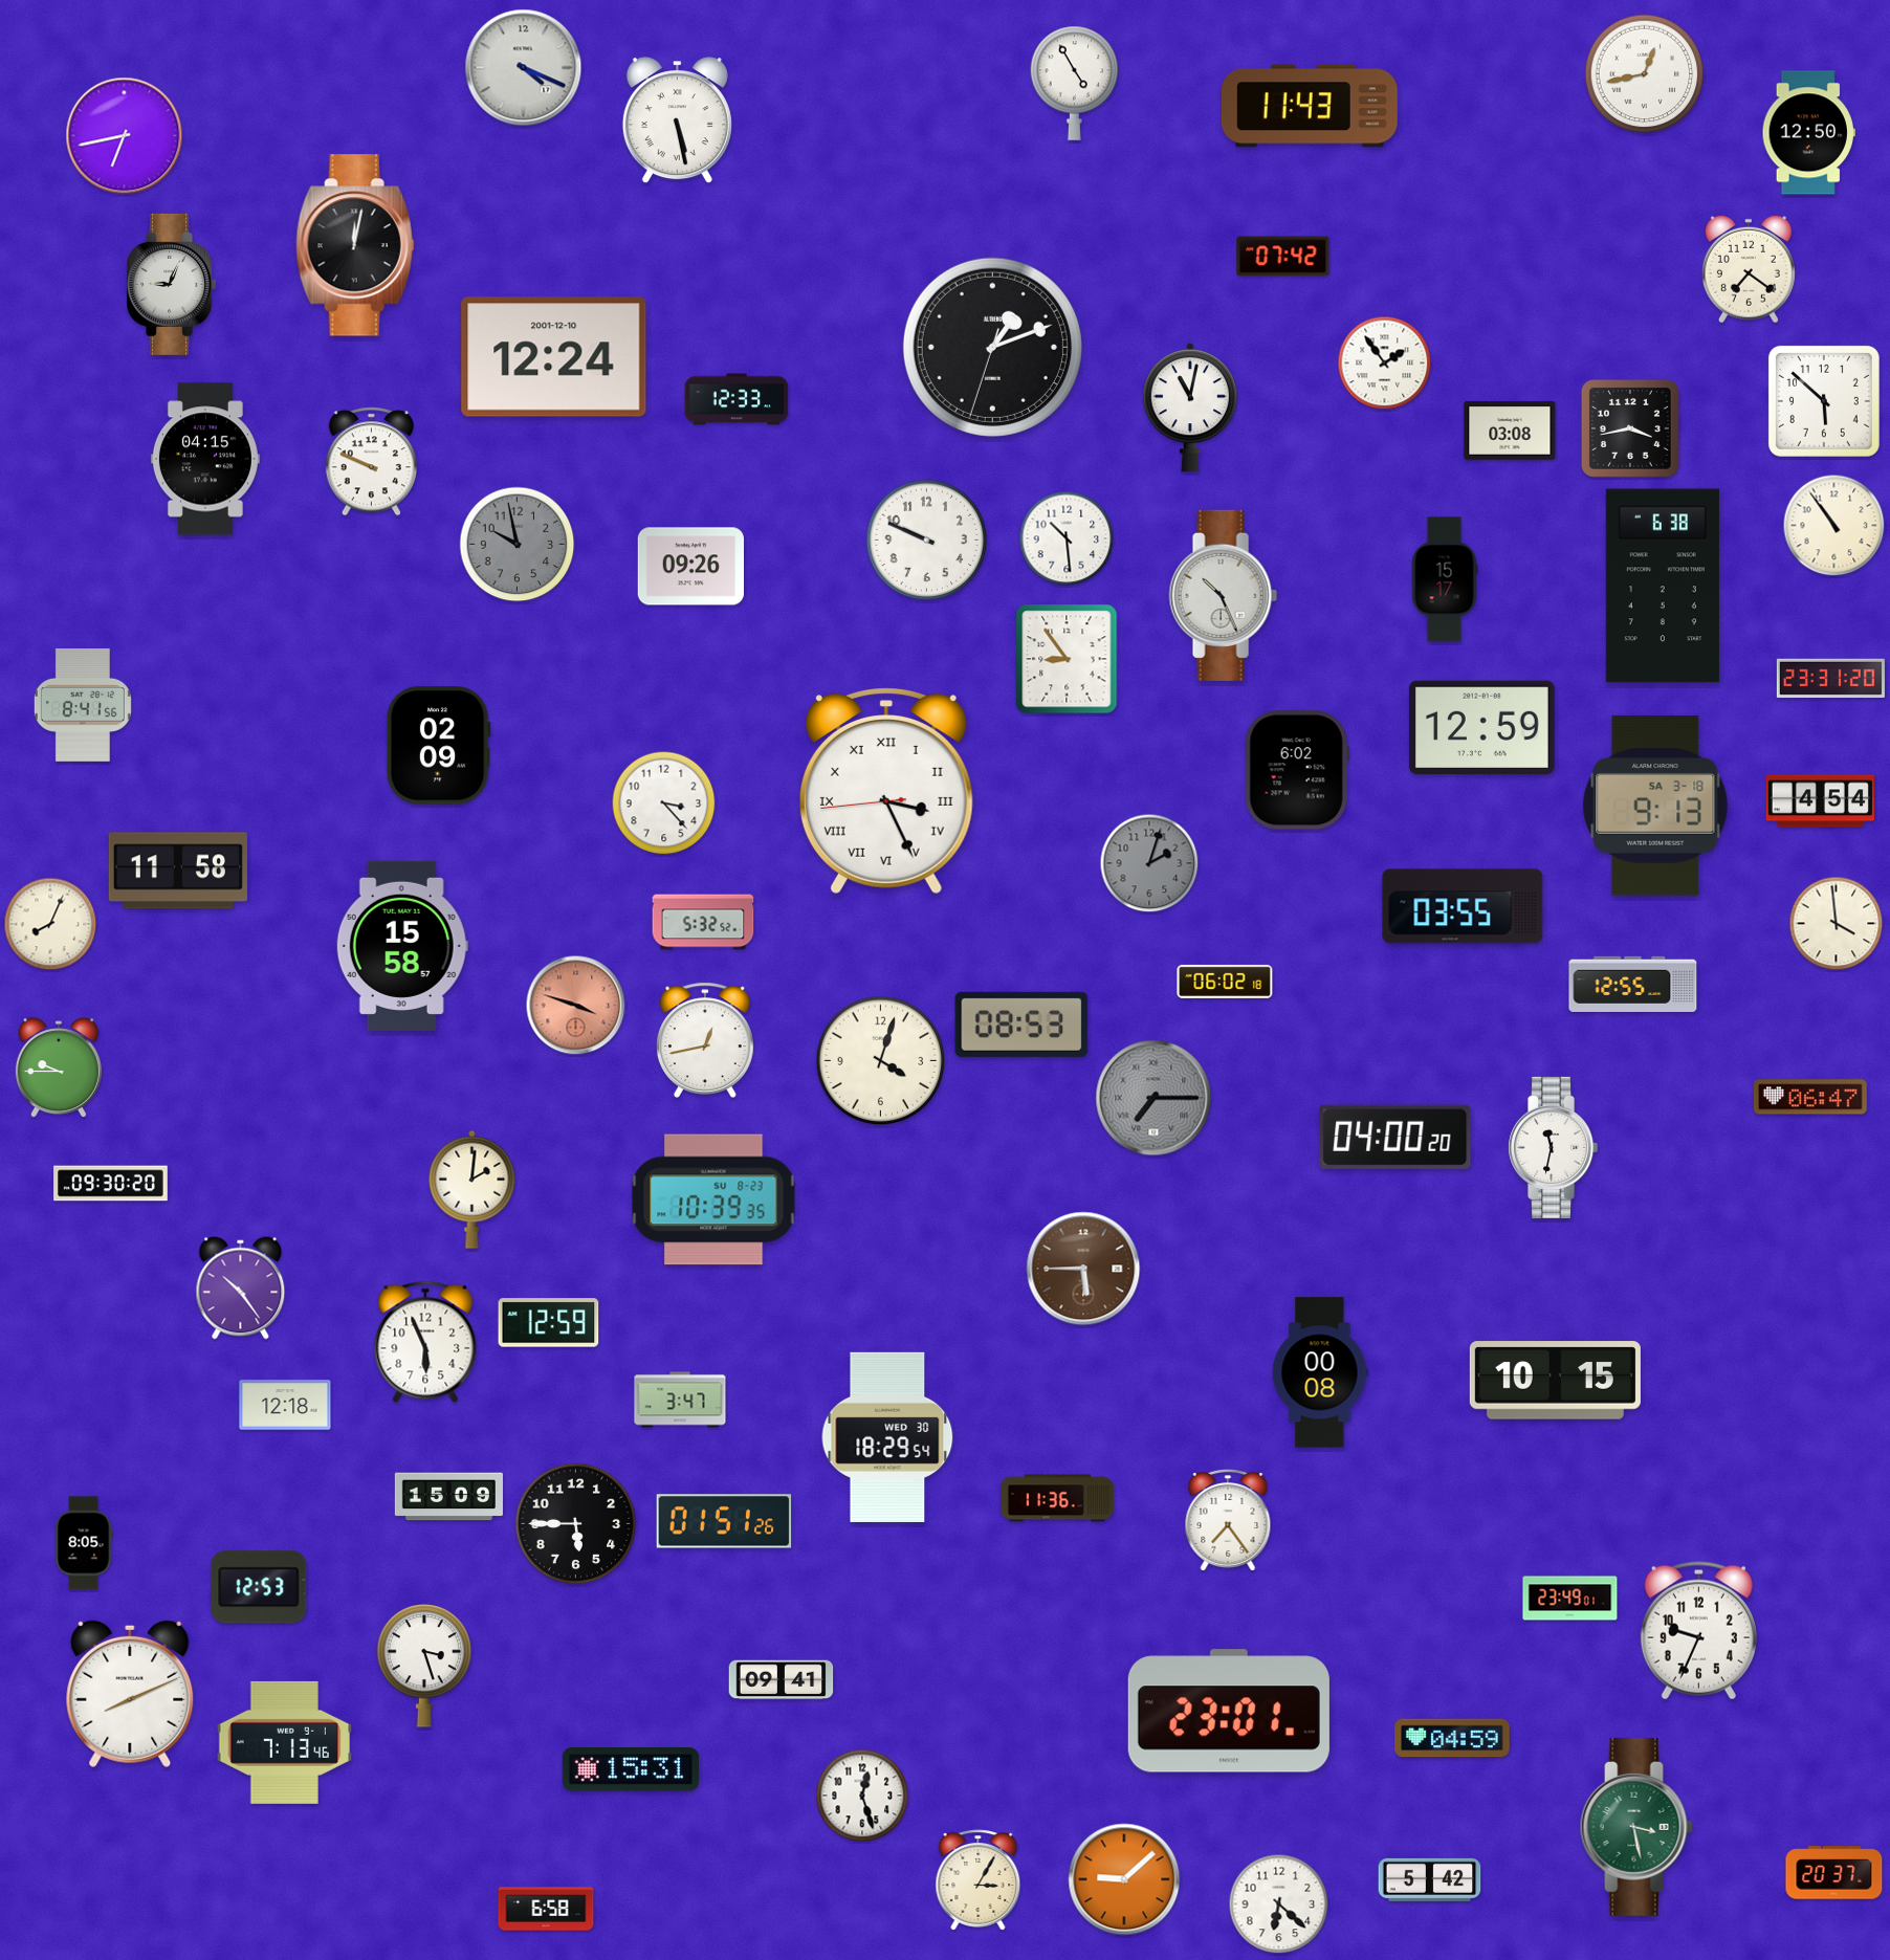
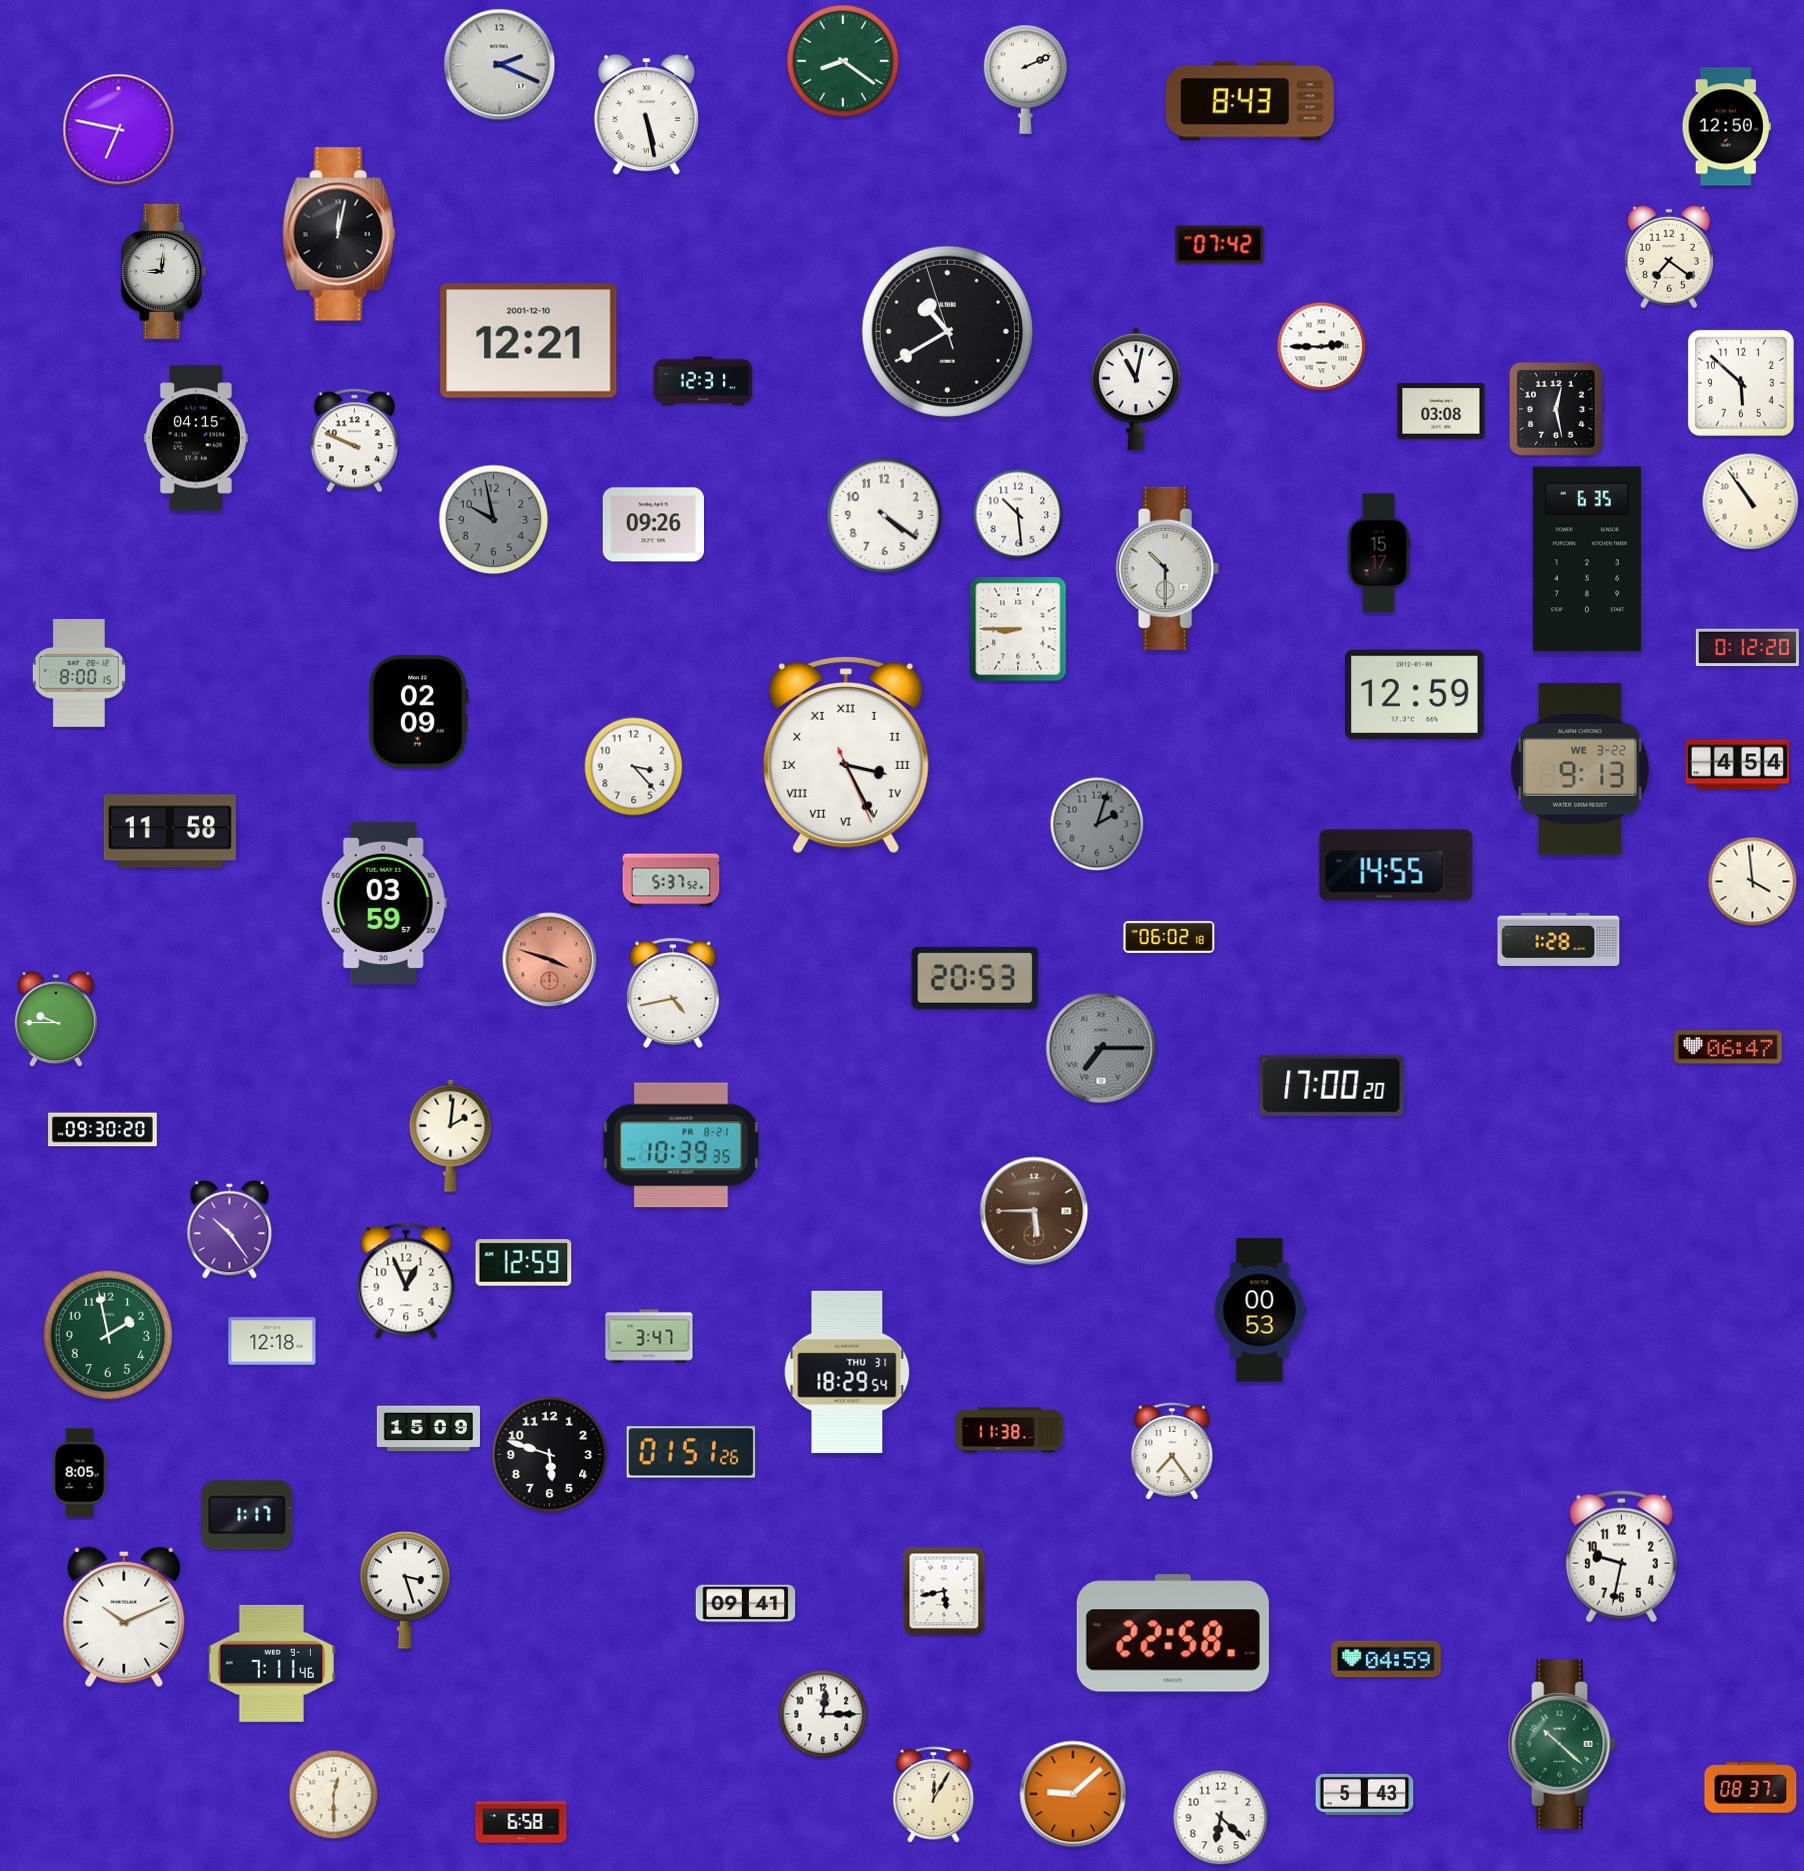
clock at (843, 61): none -> 8:21
clock at (524, 68): 4:19 -> 2:19
clock at (1645, 74): 12:43 -> none
clock at (1075, 83): 4:55 -> 2:11
clock at (1310, 106): 11:43 -> 8:43
clock at (125, 136): 6:43 -> 6:47
clock at (1283, 257) position: (1283, 257) -> (1220, 245)
clock at (171, 284): 9:04 -> 9:01
clock at (992, 347): 1:11 -> 10:39
clock at (554, 357): 12:24 -> 12:21
clock at (1385, 364): 1:54 -> 2:45
clock at (737, 399): 12:33 -> 12:31
clock at (1630, 428): 3:43 -> 12:28
clock at (927, 541): 9:49 -> 4:21
clock at (690, 567) position: (690, 567) -> (653, 525)
clock at (1663, 586): 6:38 -> 6:35
clock at (1223, 595): 10:26 -> 10:30
clock at (1067, 659): 8:54 -> 8:45
clock at (1830, 679): 23:31 -> 0:12
clock at (83, 706): 8:41 -> 8:00
clock at (1297, 770): 6:02 -> none
clock at (886, 791): 3:25:44 -> 3:25:26
clock at (1655, 806) date: SA 3-18 -> WE 3-22
clock at (1463, 906): 03:55 -> 14:55
clock at (703, 922): 5:32 -> 5:37
clock at (50, 924): 8:04 -> none
clock at (402, 946): 15:58 -> 03:59
clock at (1633, 984): 12:55 -> 1:28
clock at (1021, 1025): 08:53 -> 20:53
clock at (705, 1039): 12:43 -> 4:43
clock at (881, 1061): 4:03 -> none
clock at (1395, 1137): 04:00 -> 17:00
clock at (1553, 1147): 11:32 -> none
clock at (111, 1184) position: (111, 1184) -> (103, 1130)
clock at (713, 1199) date: SU 8-23 -> FR 8-21
clock at (425, 1342): 5:56 -> 12:56
clock at (1320, 1372): 00:08 -> 00:53
clock at (1555, 1381): 10:15 -> none
clock at (108, 1335): none -> 1:58
clock at (887, 1437) date: WED 30 -> THU 31
clock at (1058, 1498): 11:36 -> 11:38
clock at (576, 1524): 5:45 -> 5:48
clock at (259, 1587): 12:53 -> 1:17
clock at (1570, 1599): 23:49 -> none
clock at (1698, 1631): 9:34 -> 9:32
clock at (944, 1591): none -> 5:43
clock at (130, 1694): 8:11 -> 10:11
clock at (1229, 1711): 23:01 -> 22:58
clock at (285, 1742): 7:13 -> 7:11
clock at (630, 1769): 15:31 -> none
clock at (862, 1796): 12:27 -> 12:15
clock at (1636, 1828): 3:28 -> 10:22
clock at (1834, 1873): 20:37 -> 08:37
clock at (1430, 1879): 5:42 -> 5:43
clock at (334, 1795): none -> 12:30
clock at (979, 1880): 3:05 -> 12:05
